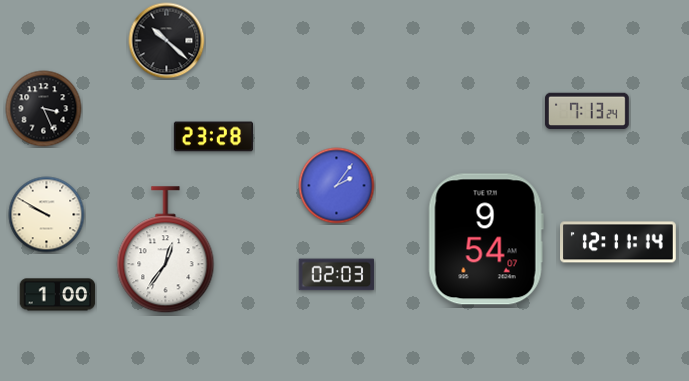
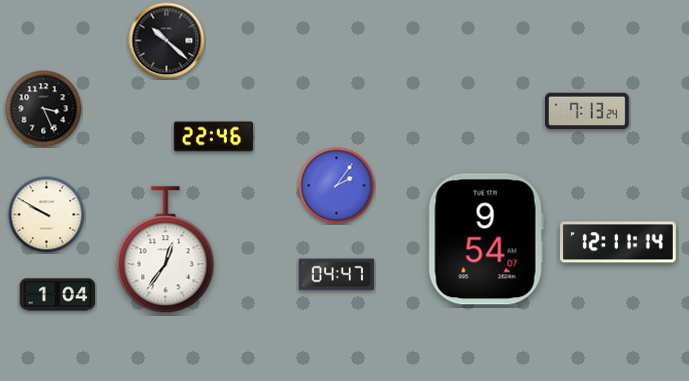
clock at (213, 137): 23:28 -> 22:46
clock at (337, 275): 02:03 -> 04:47
clock at (58, 295): 1:00 -> 1:04
